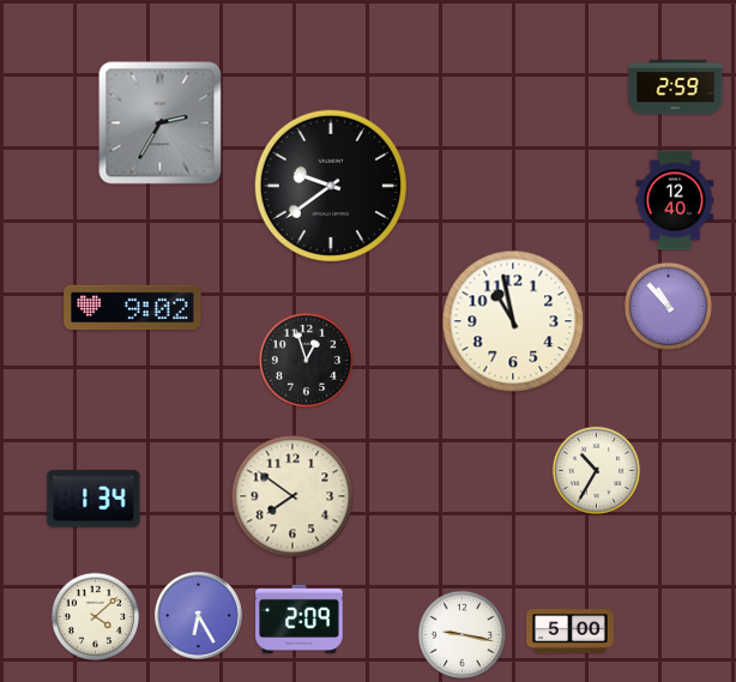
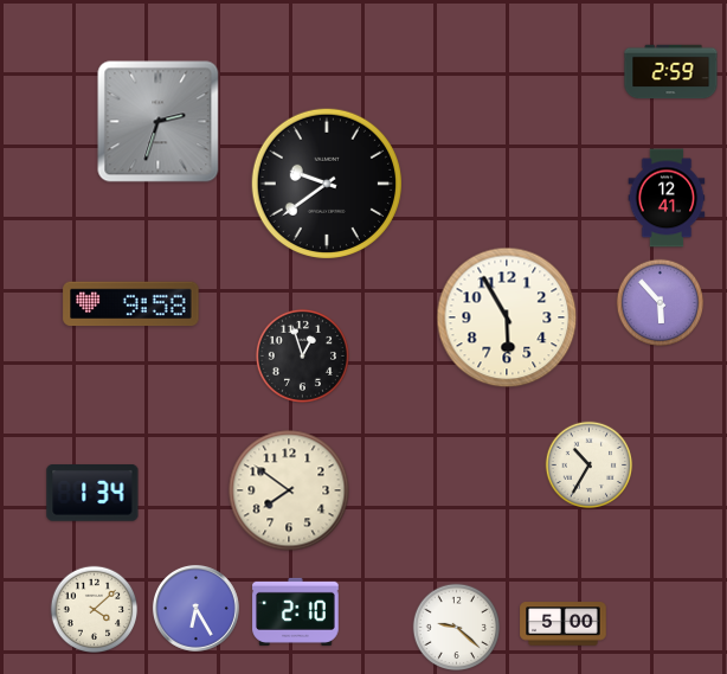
clock at (676, 87) position: (676, 87) -> (671, 72)
clock at (161, 123): 2:35 -> 2:33
clock at (675, 200): 12:40 -> 12:41
clock at (669, 307): 10:53 -> 5:53
clock at (133, 308): 9:02 -> 9:58
clock at (513, 321): 10:58 -> 5:55
clock at (300, 618): 2:09 -> 2:10
clock at (463, 635): 9:17 -> 9:22
